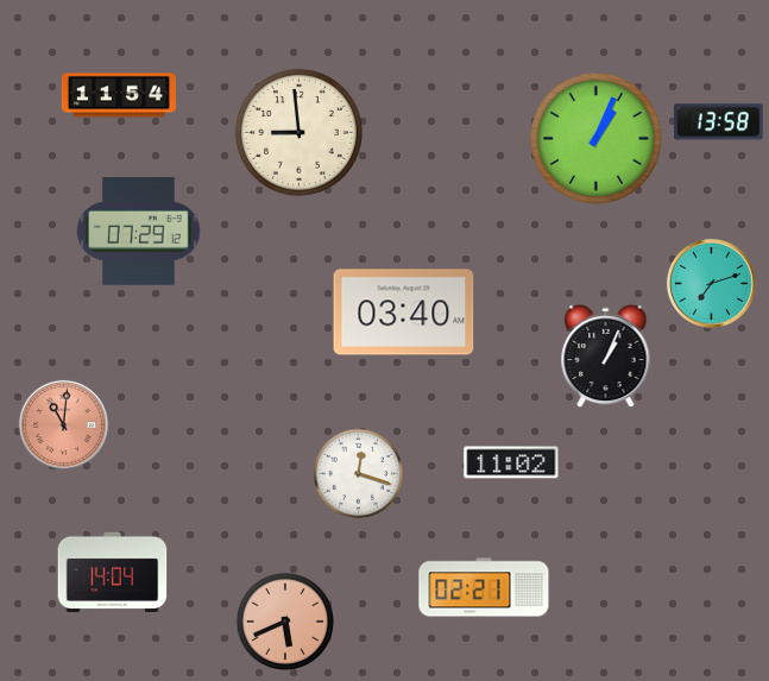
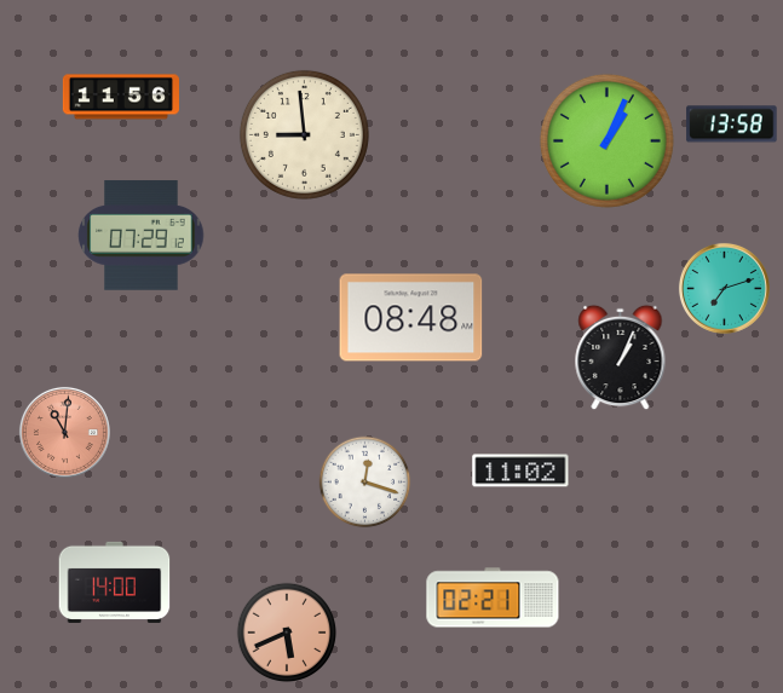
clock at (119, 95): 11:54 -> 11:56
clock at (404, 313): 03:40 -> 08:48
clock at (606, 357) position: (606, 357) -> (621, 358)
clock at (113, 572): 14:04 -> 14:00
clock at (285, 622) position: (285, 622) -> (287, 633)
